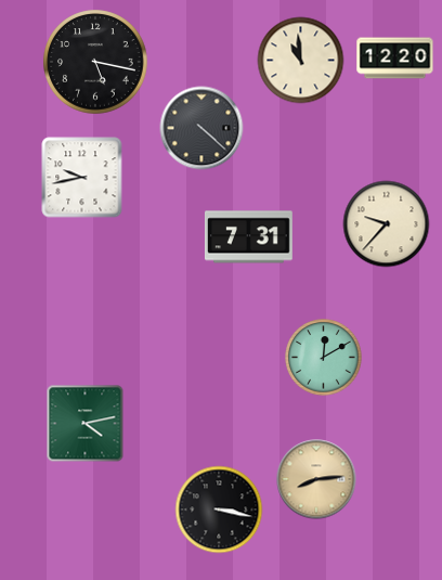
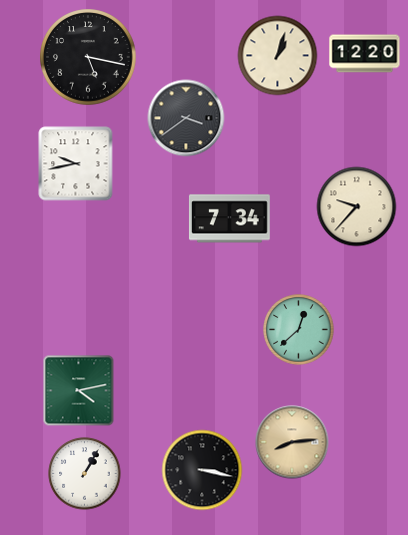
clock at (301, 61): 10:59 -> 1:03
clock at (201, 128): 4:22 -> 3:39
clock at (248, 237): 7:31 -> 7:34
clock at (324, 358): 12:10 -> 12:38
clock at (85, 474): none -> 1:05
